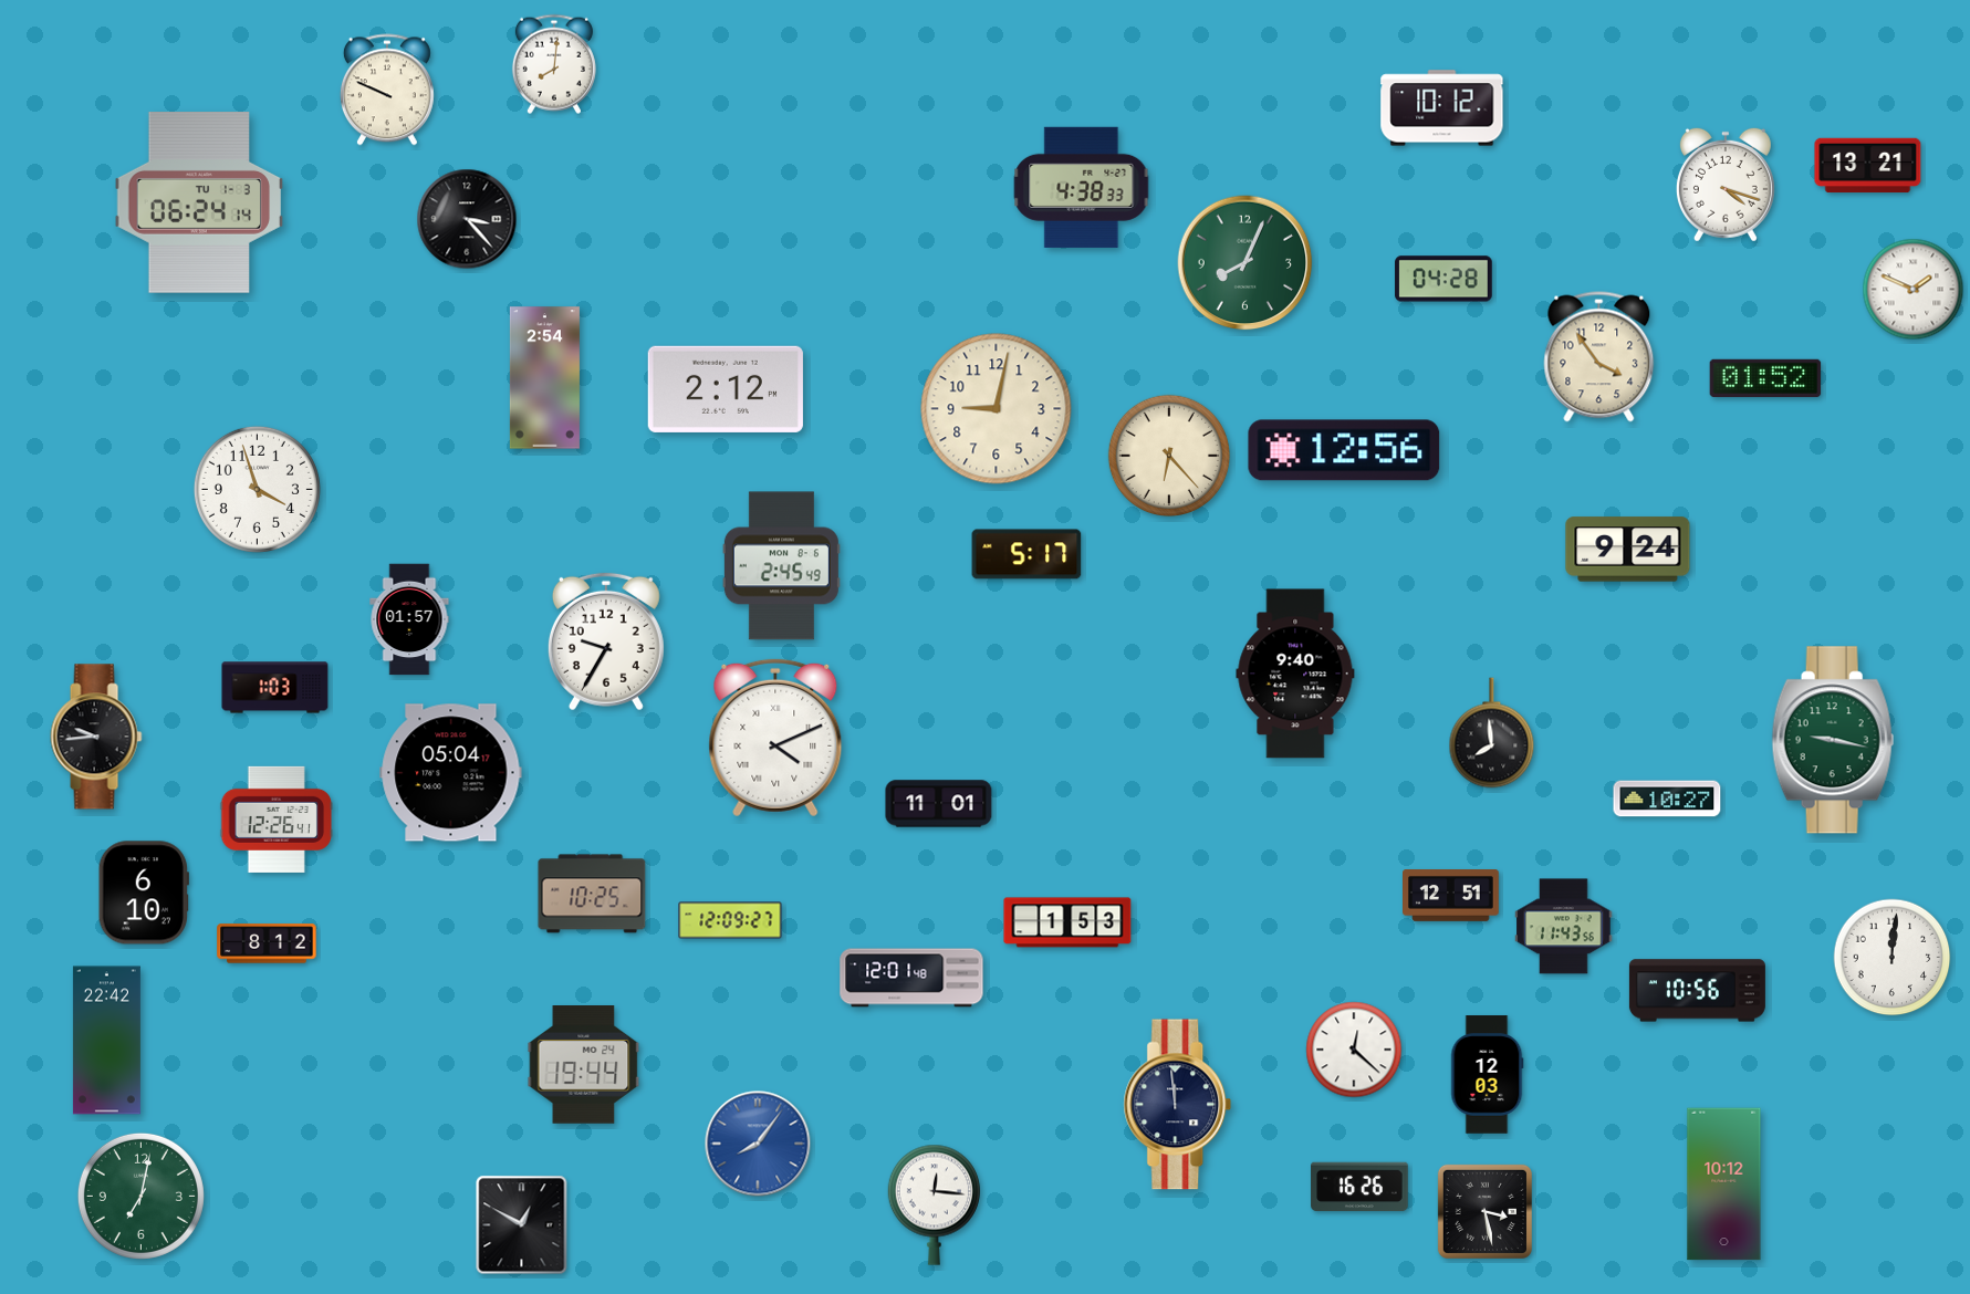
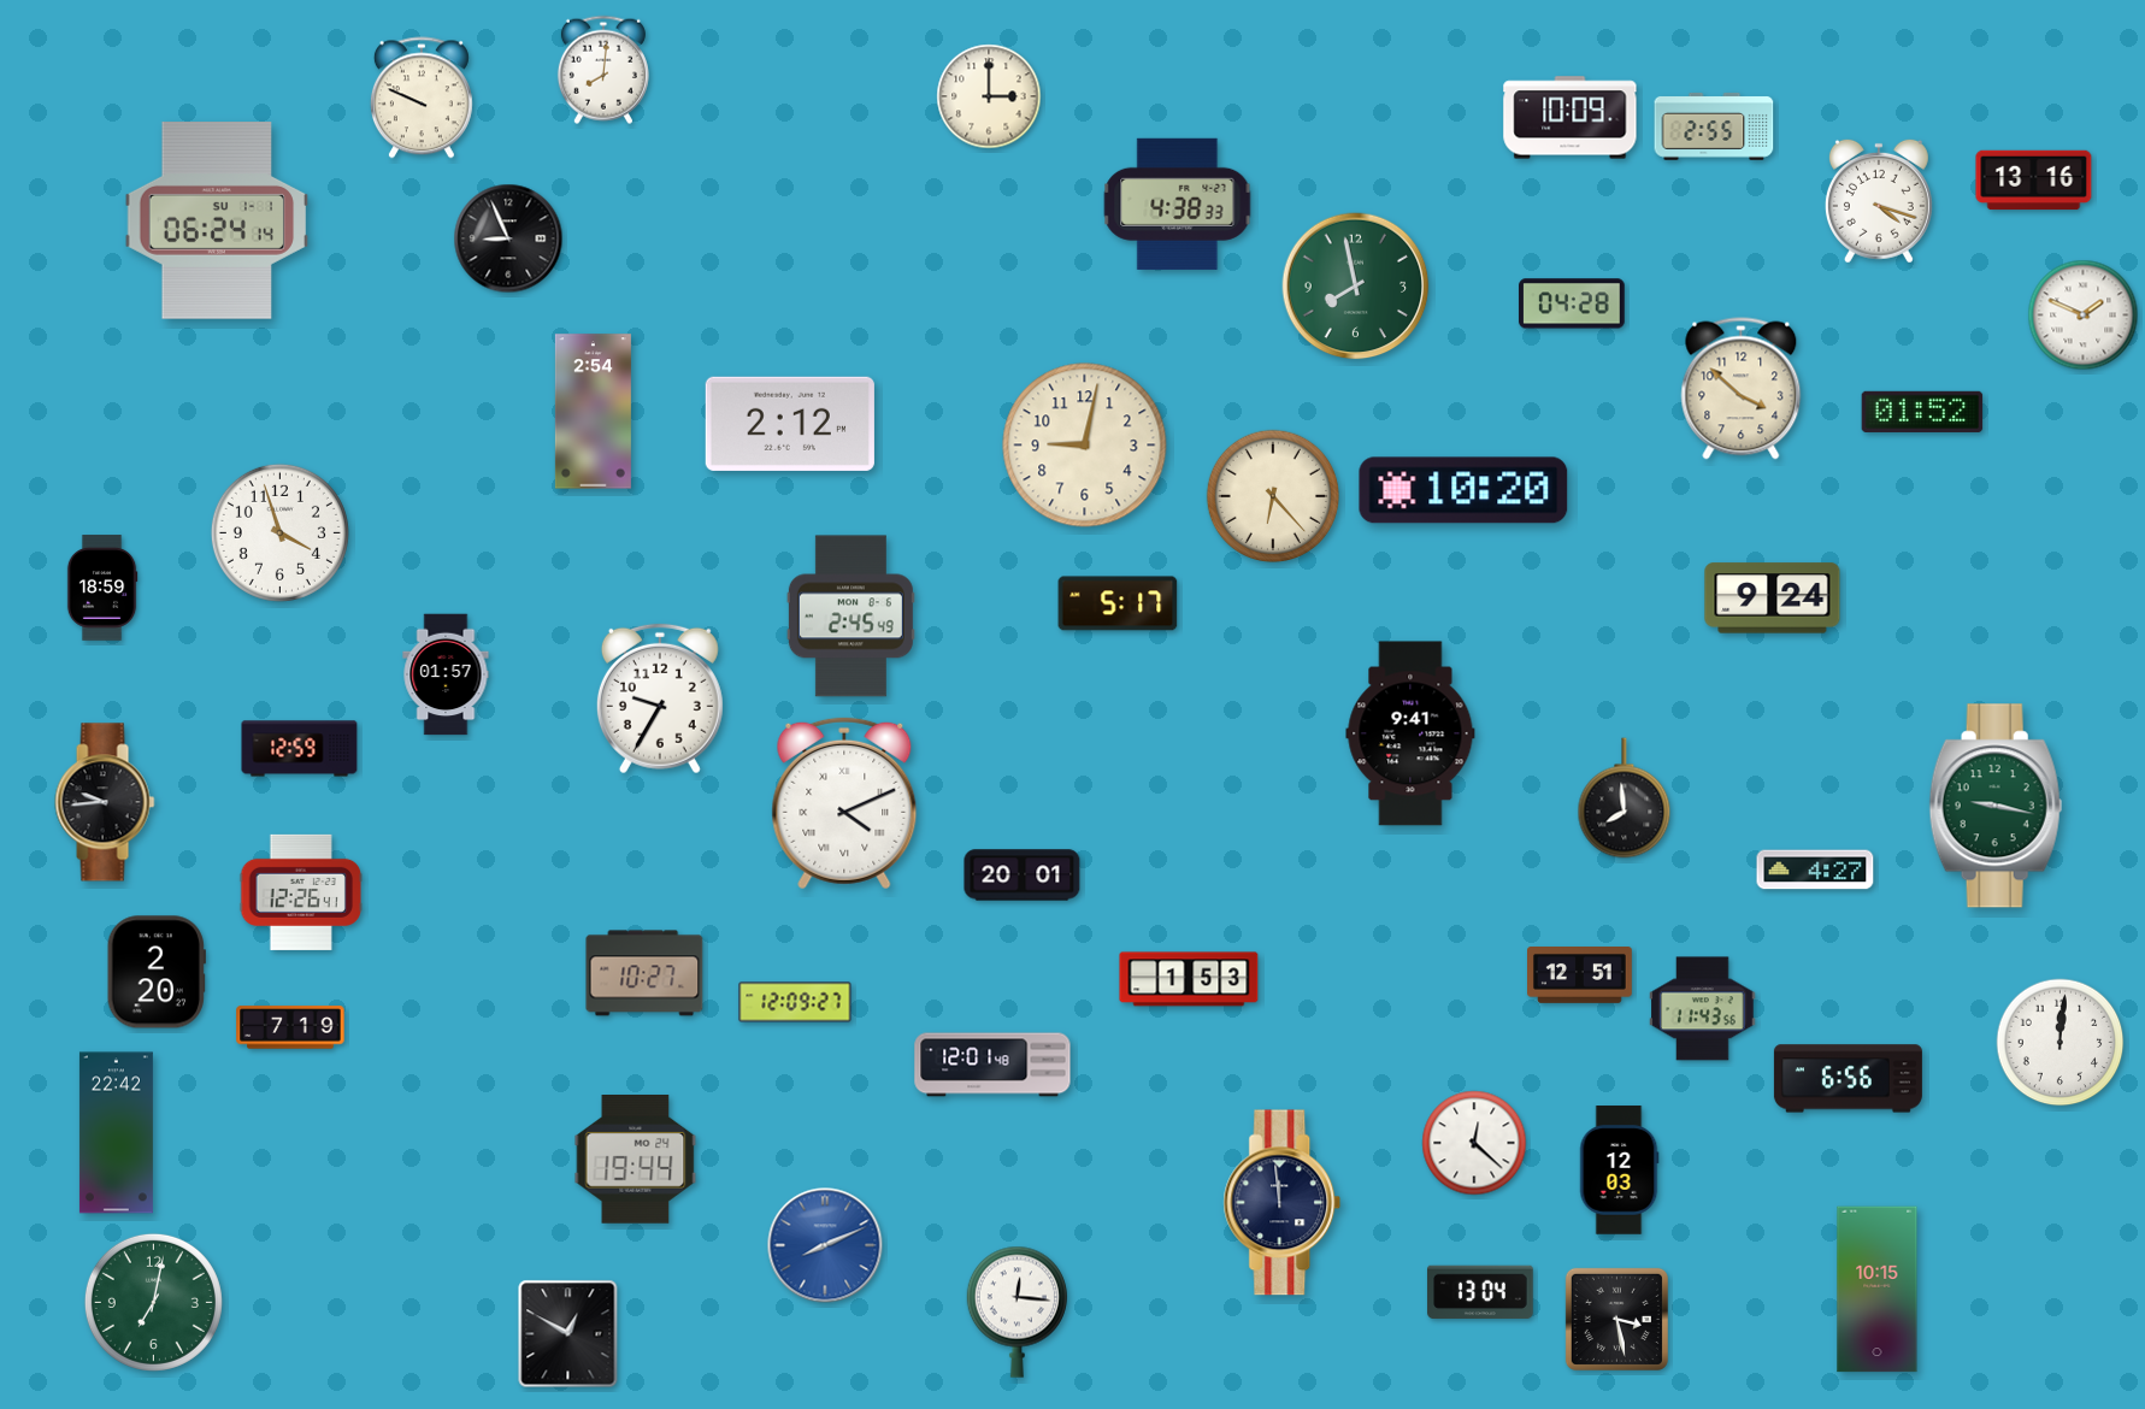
clock at (989, 96): none -> 3:00
clock at (1442, 108): 10:12 -> 10:09
clock at (1714, 126): none -> 2:55
clock at (1868, 166): 13:21 -> 13:16
clock at (199, 204) date: TU 1-3 -> SU 1-1
clock at (467, 219): 3:23 -> 8:56
clock at (1245, 263): 8:04 -> 7:58
clock at (1599, 357): 3:54 -> 3:52
clock at (1344, 450): 12:56 -> 10:20
clock at (102, 588): none -> 18:59
clock at (1295, 674): 9:40 -> 9:41
clock at (275, 688): 1:03 -> 12:59
clock at (451, 773): 05:04 -> none
clock at (1667, 799): 10:27 -> 4:27
clock at (939, 804): 11:01 -> 20:01
clock at (144, 893): 6:10 -> 2:20
clock at (592, 894): 10:25 -> 10:27
clock at (1067, 922) position: (1067, 922) -> (1189, 979)
clock at (267, 943): 8:12 -> 7:19
clock at (1697, 991): 10:56 -> 6:56
clock at (758, 1144): 8:06 -> 8:11
clock at (1724, 1185): 10:12 -> 10:15
clock at (1359, 1187): 16:26 -> 13:04
